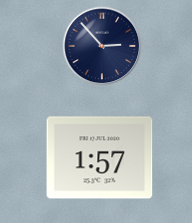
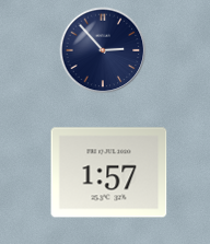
clock at (102, 46) position: (102, 46) -> (103, 50)
